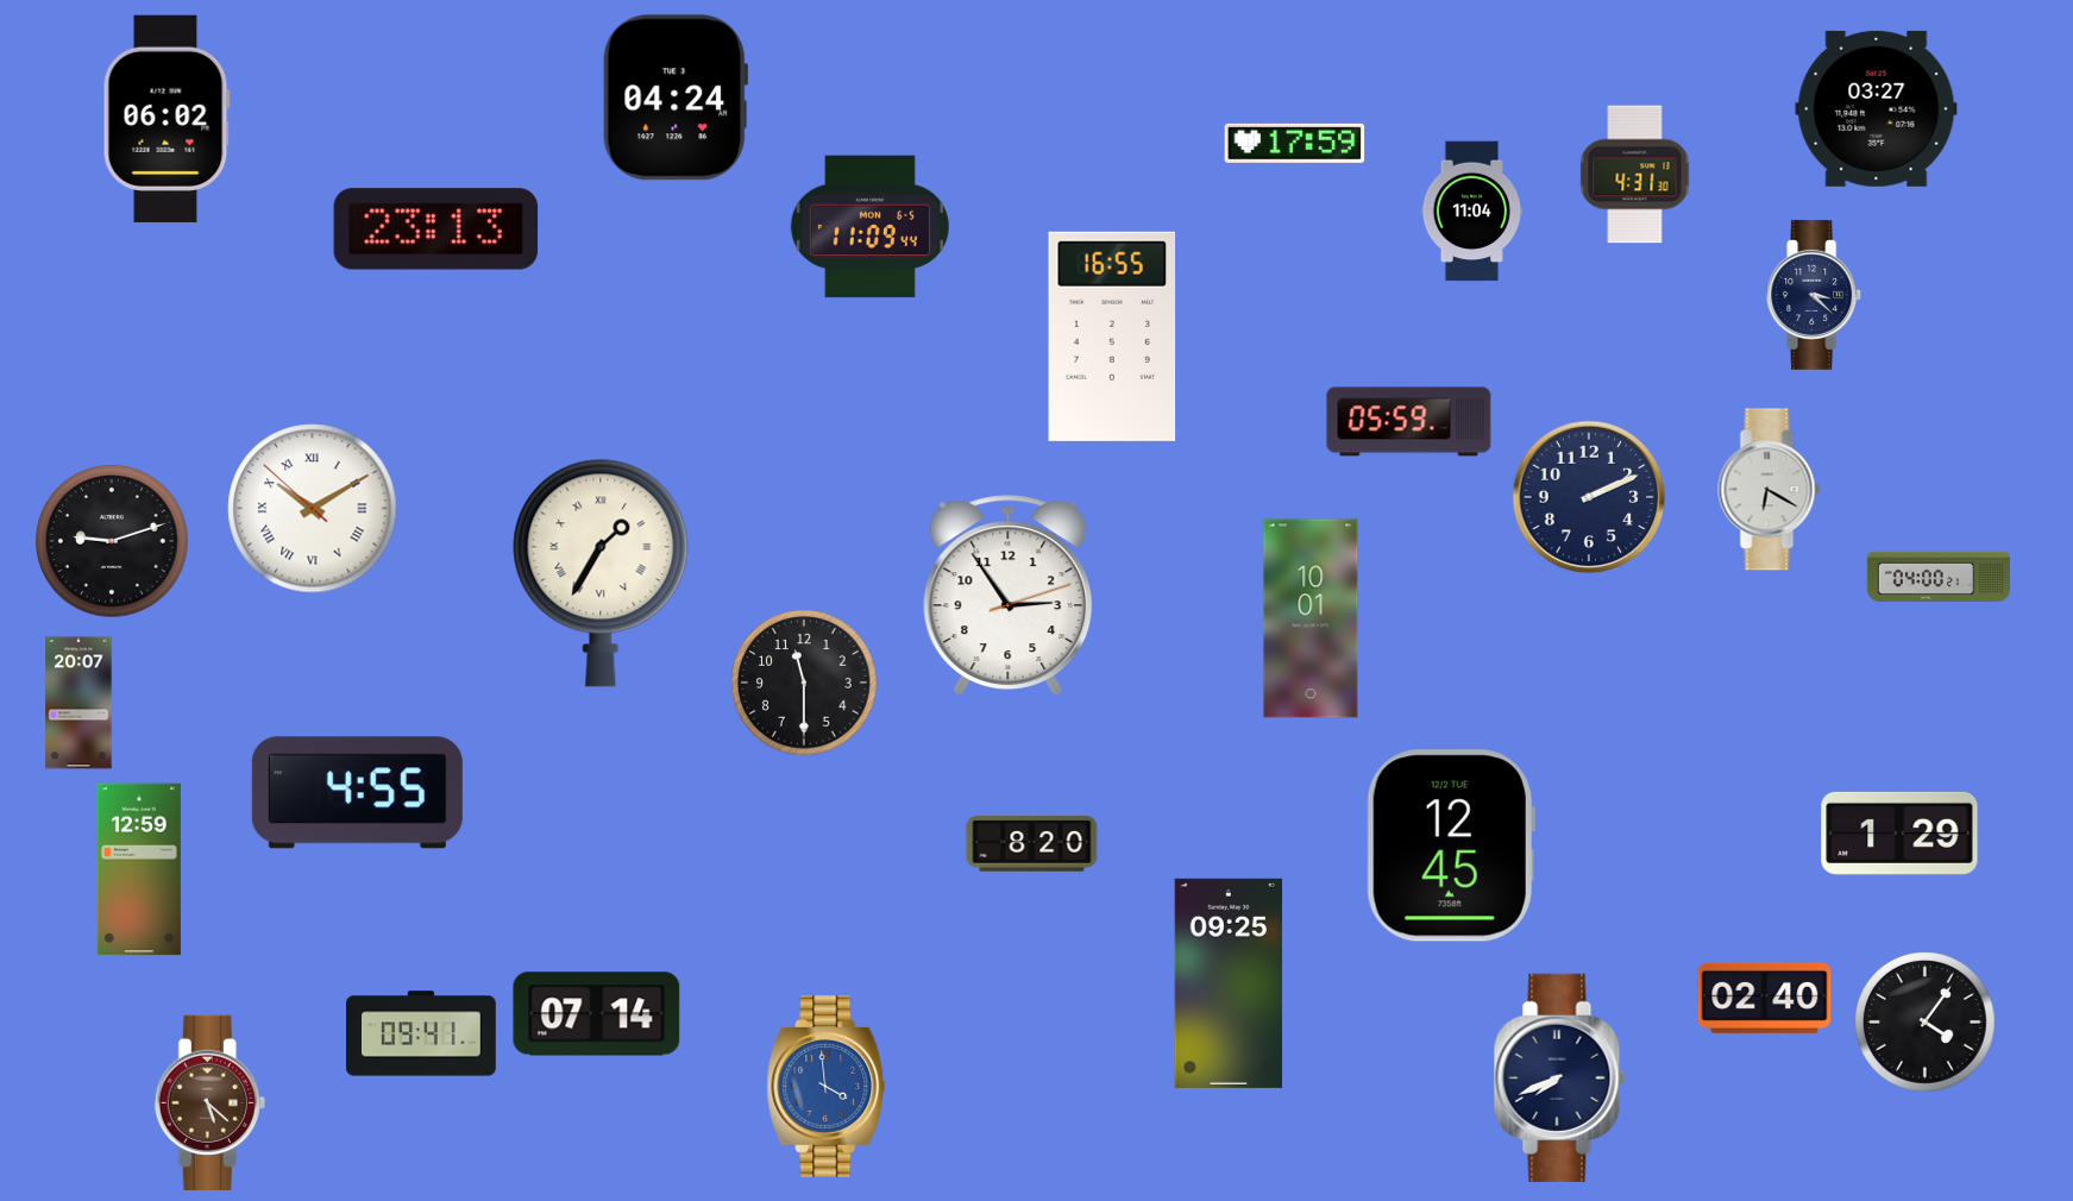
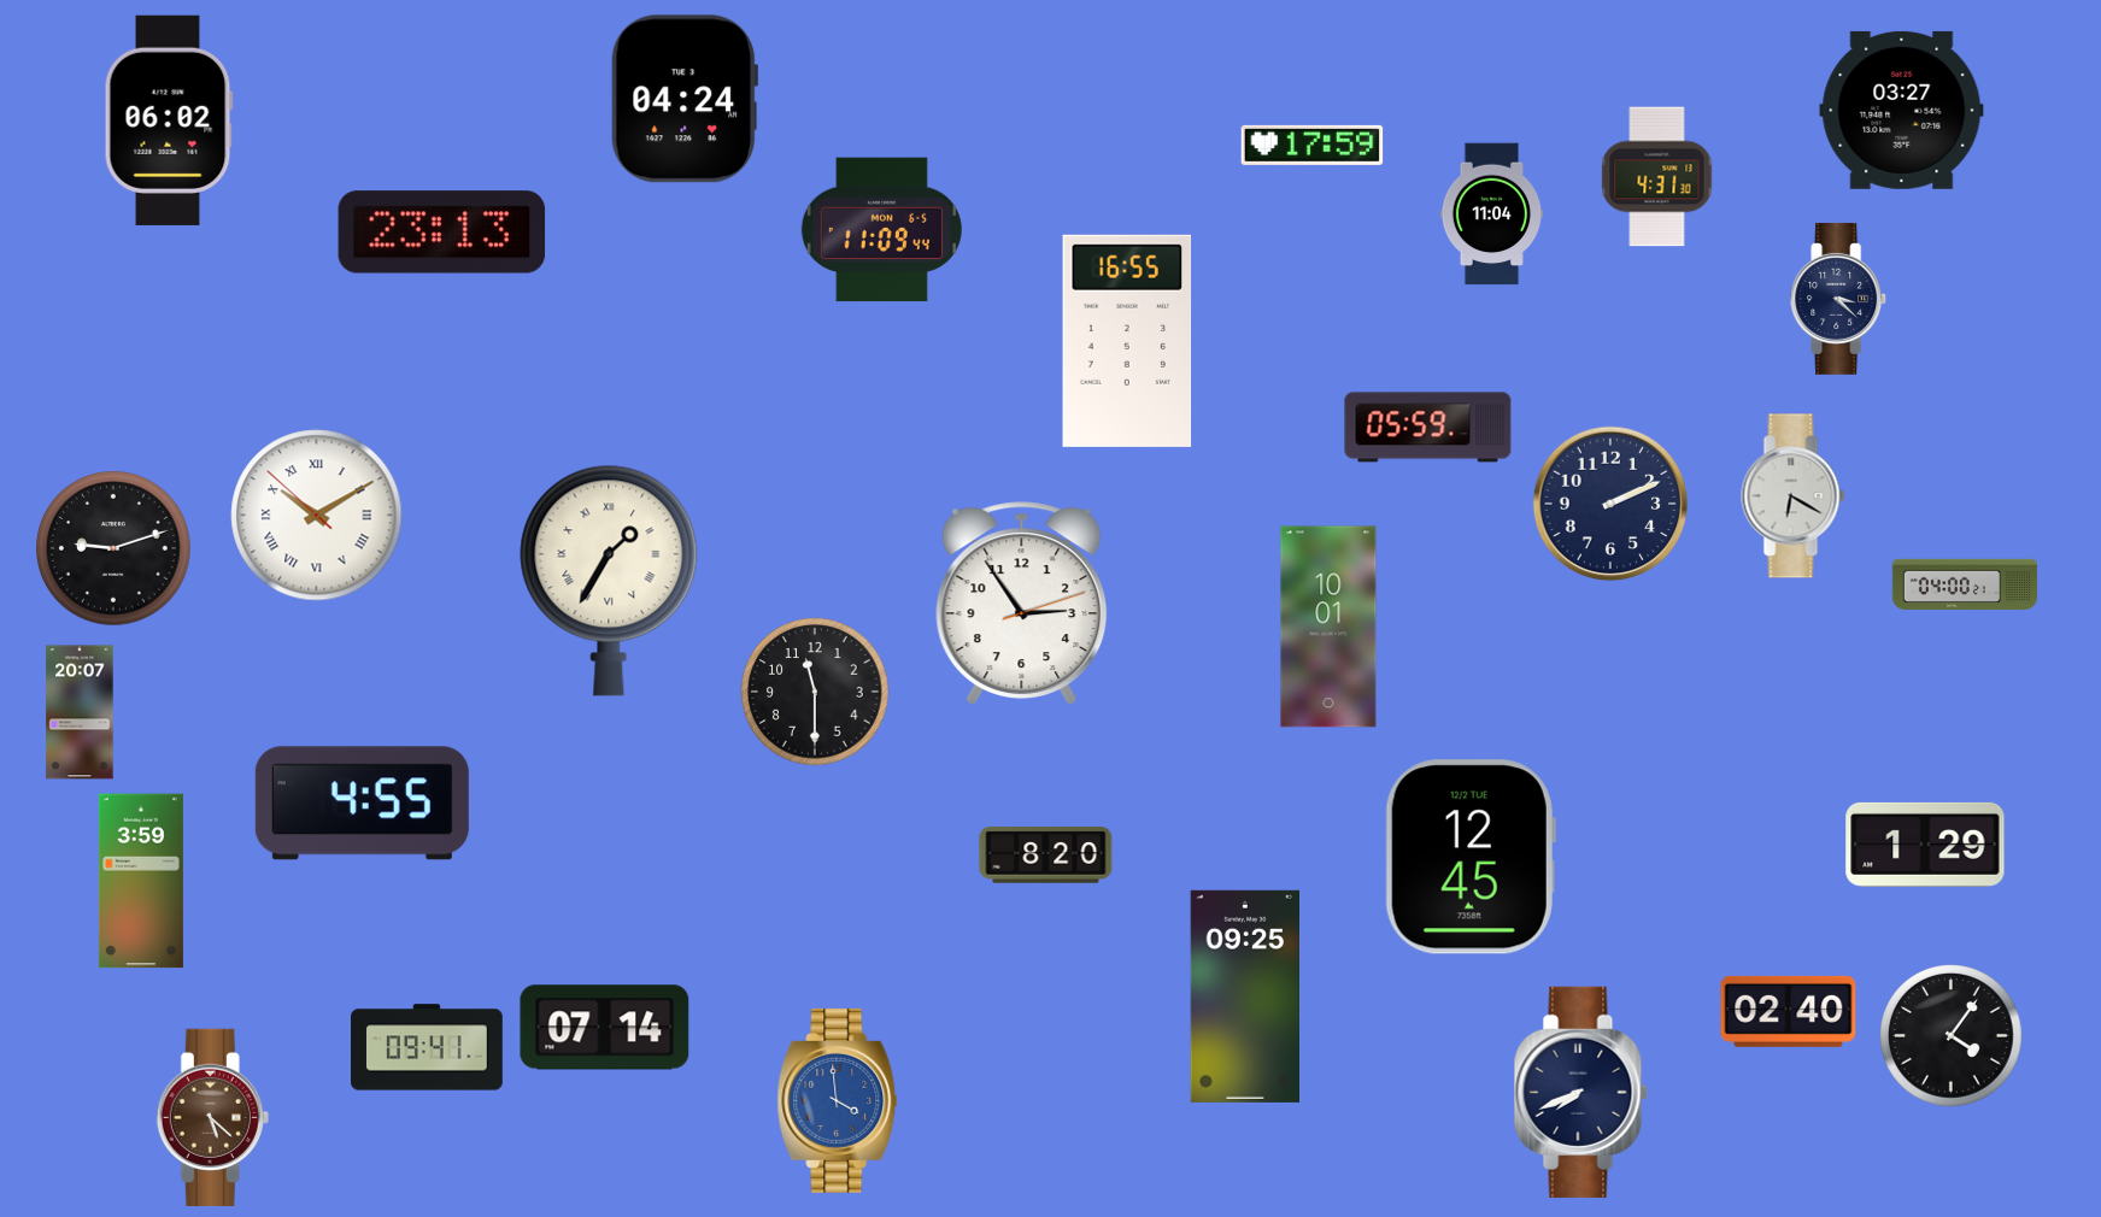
clock at (139, 869): 12:59 -> 3:59
